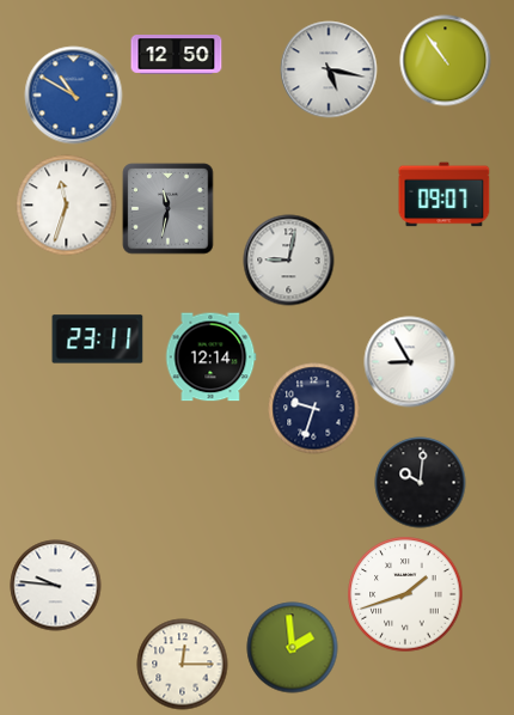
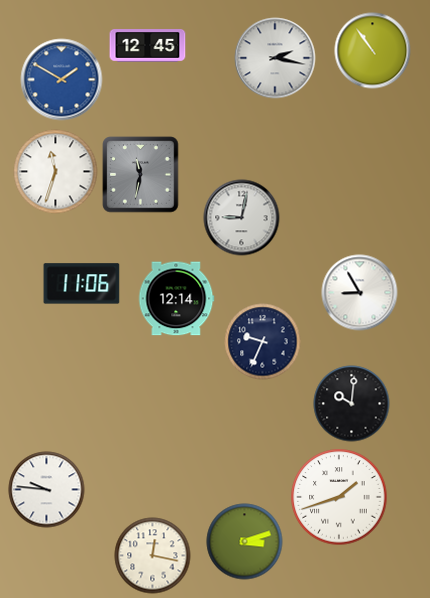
clock at (177, 55): 12:50 -> 12:45
clock at (329, 69): 5:17 -> 2:17
clock at (74, 96): 10:50 -> 1:50
clock at (445, 195): 09:07 -> none
clock at (98, 340): 23:11 -> 11:06
clock at (410, 362) position: (410, 362) -> (360, 293)
clock at (314, 409): 9:33 -> 9:34
clock at (293, 648): 1:59 -> 3:12
clock at (183, 665): 12:15 -> 12:17
